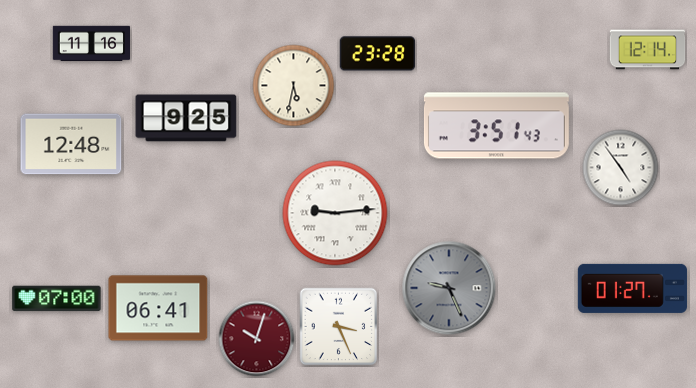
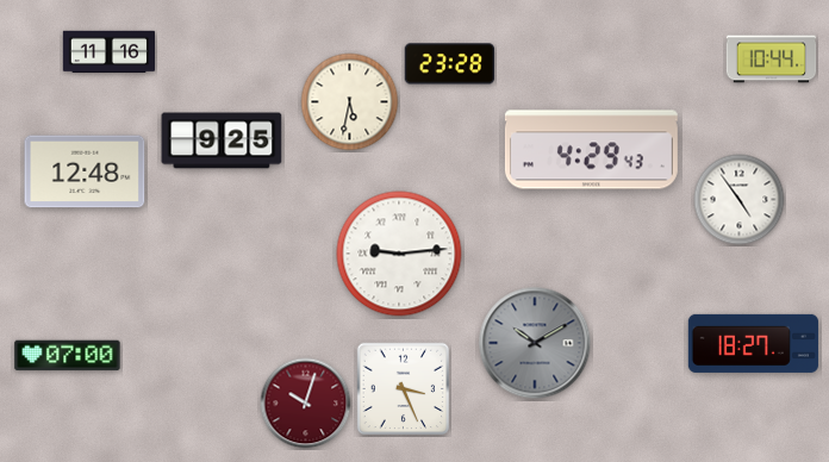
clock at (648, 50): 12:14 -> 10:44
clock at (496, 126): 3:51 -> 4:29
clock at (449, 288): 9:26 -> 10:10
clock at (632, 288): 01:27 -> 18:27
clock at (158, 308): 06:41 -> none
